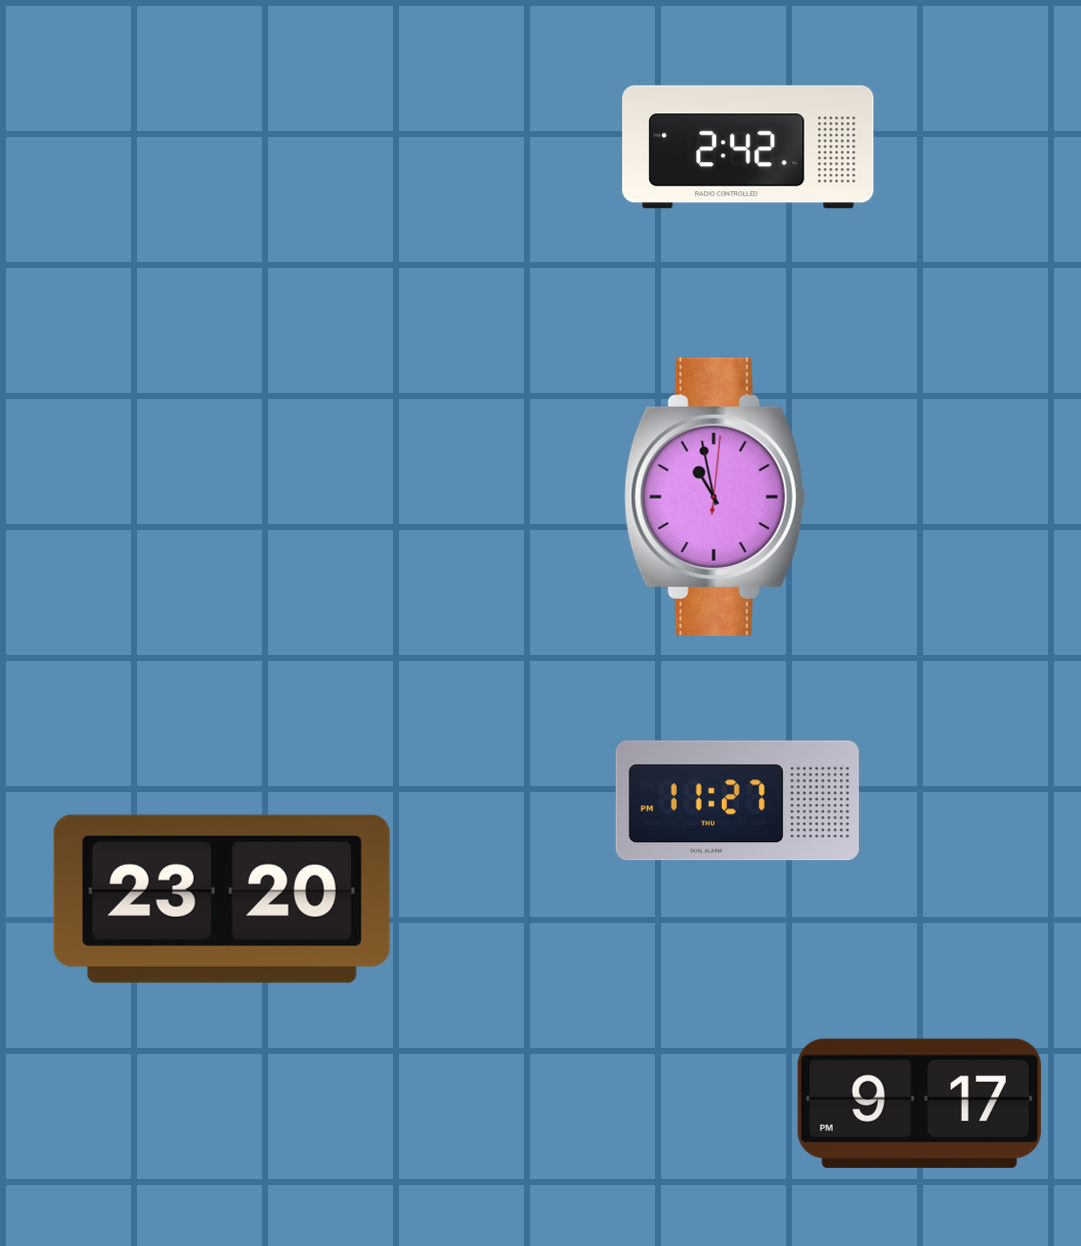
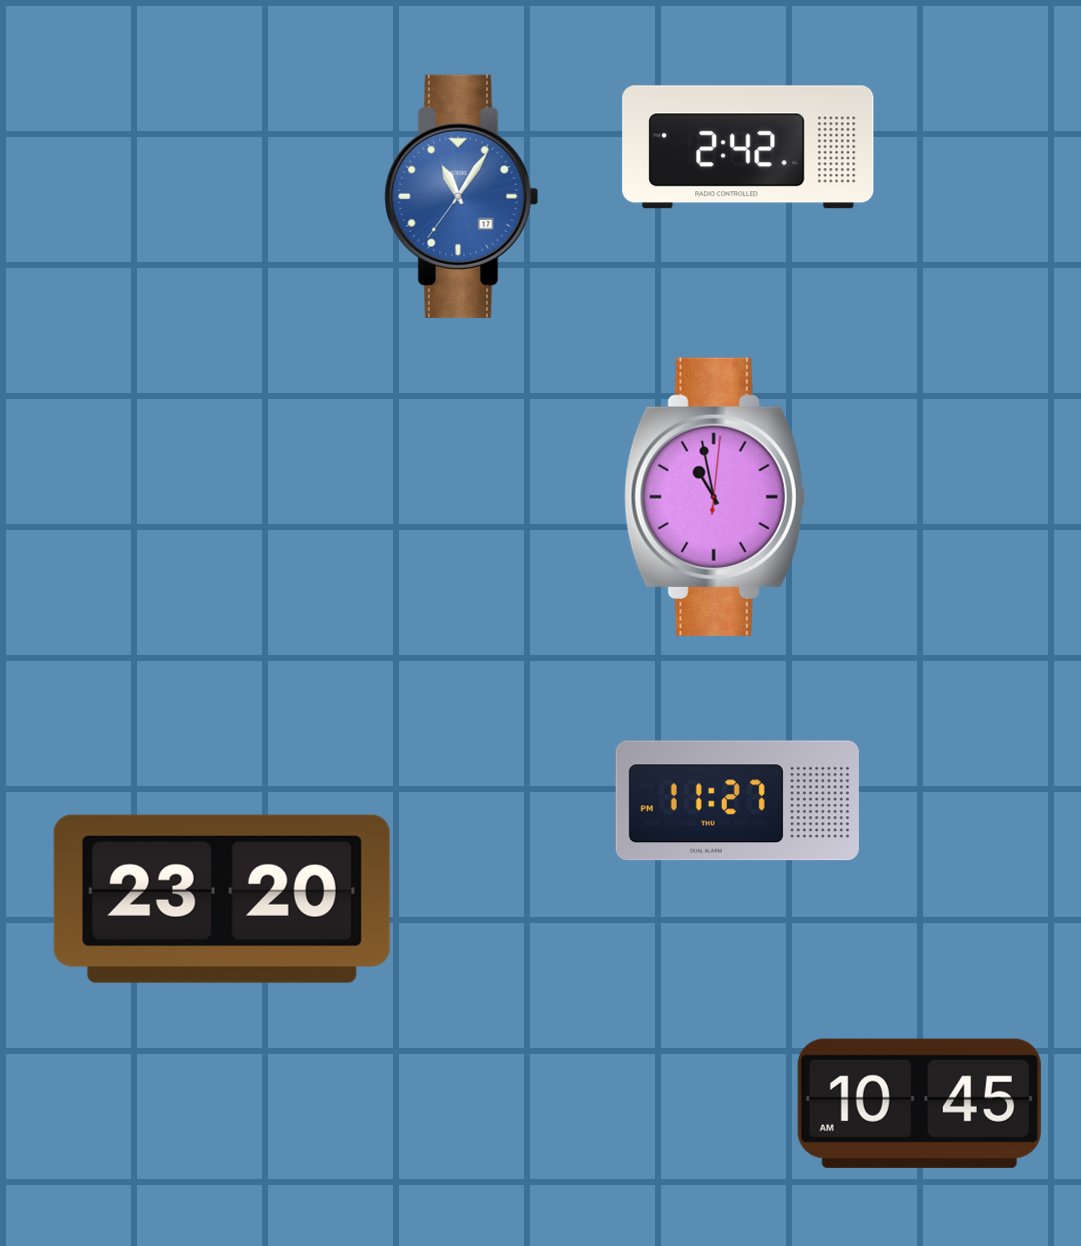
clock at (462, 196): none -> 11:05
clock at (919, 1103): 9:17 -> 10:45
